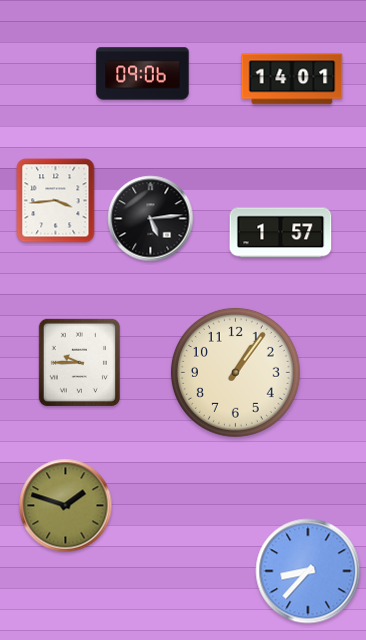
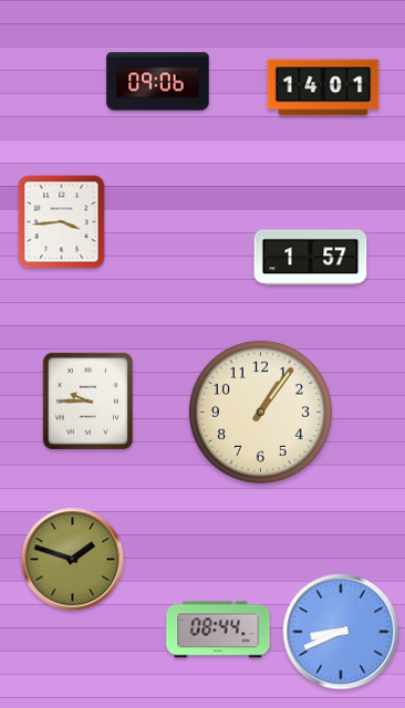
clock at (151, 219): 5:14 -> none
clock at (218, 629): none -> 08:44
clock at (308, 571): 8:37 -> 8:41
